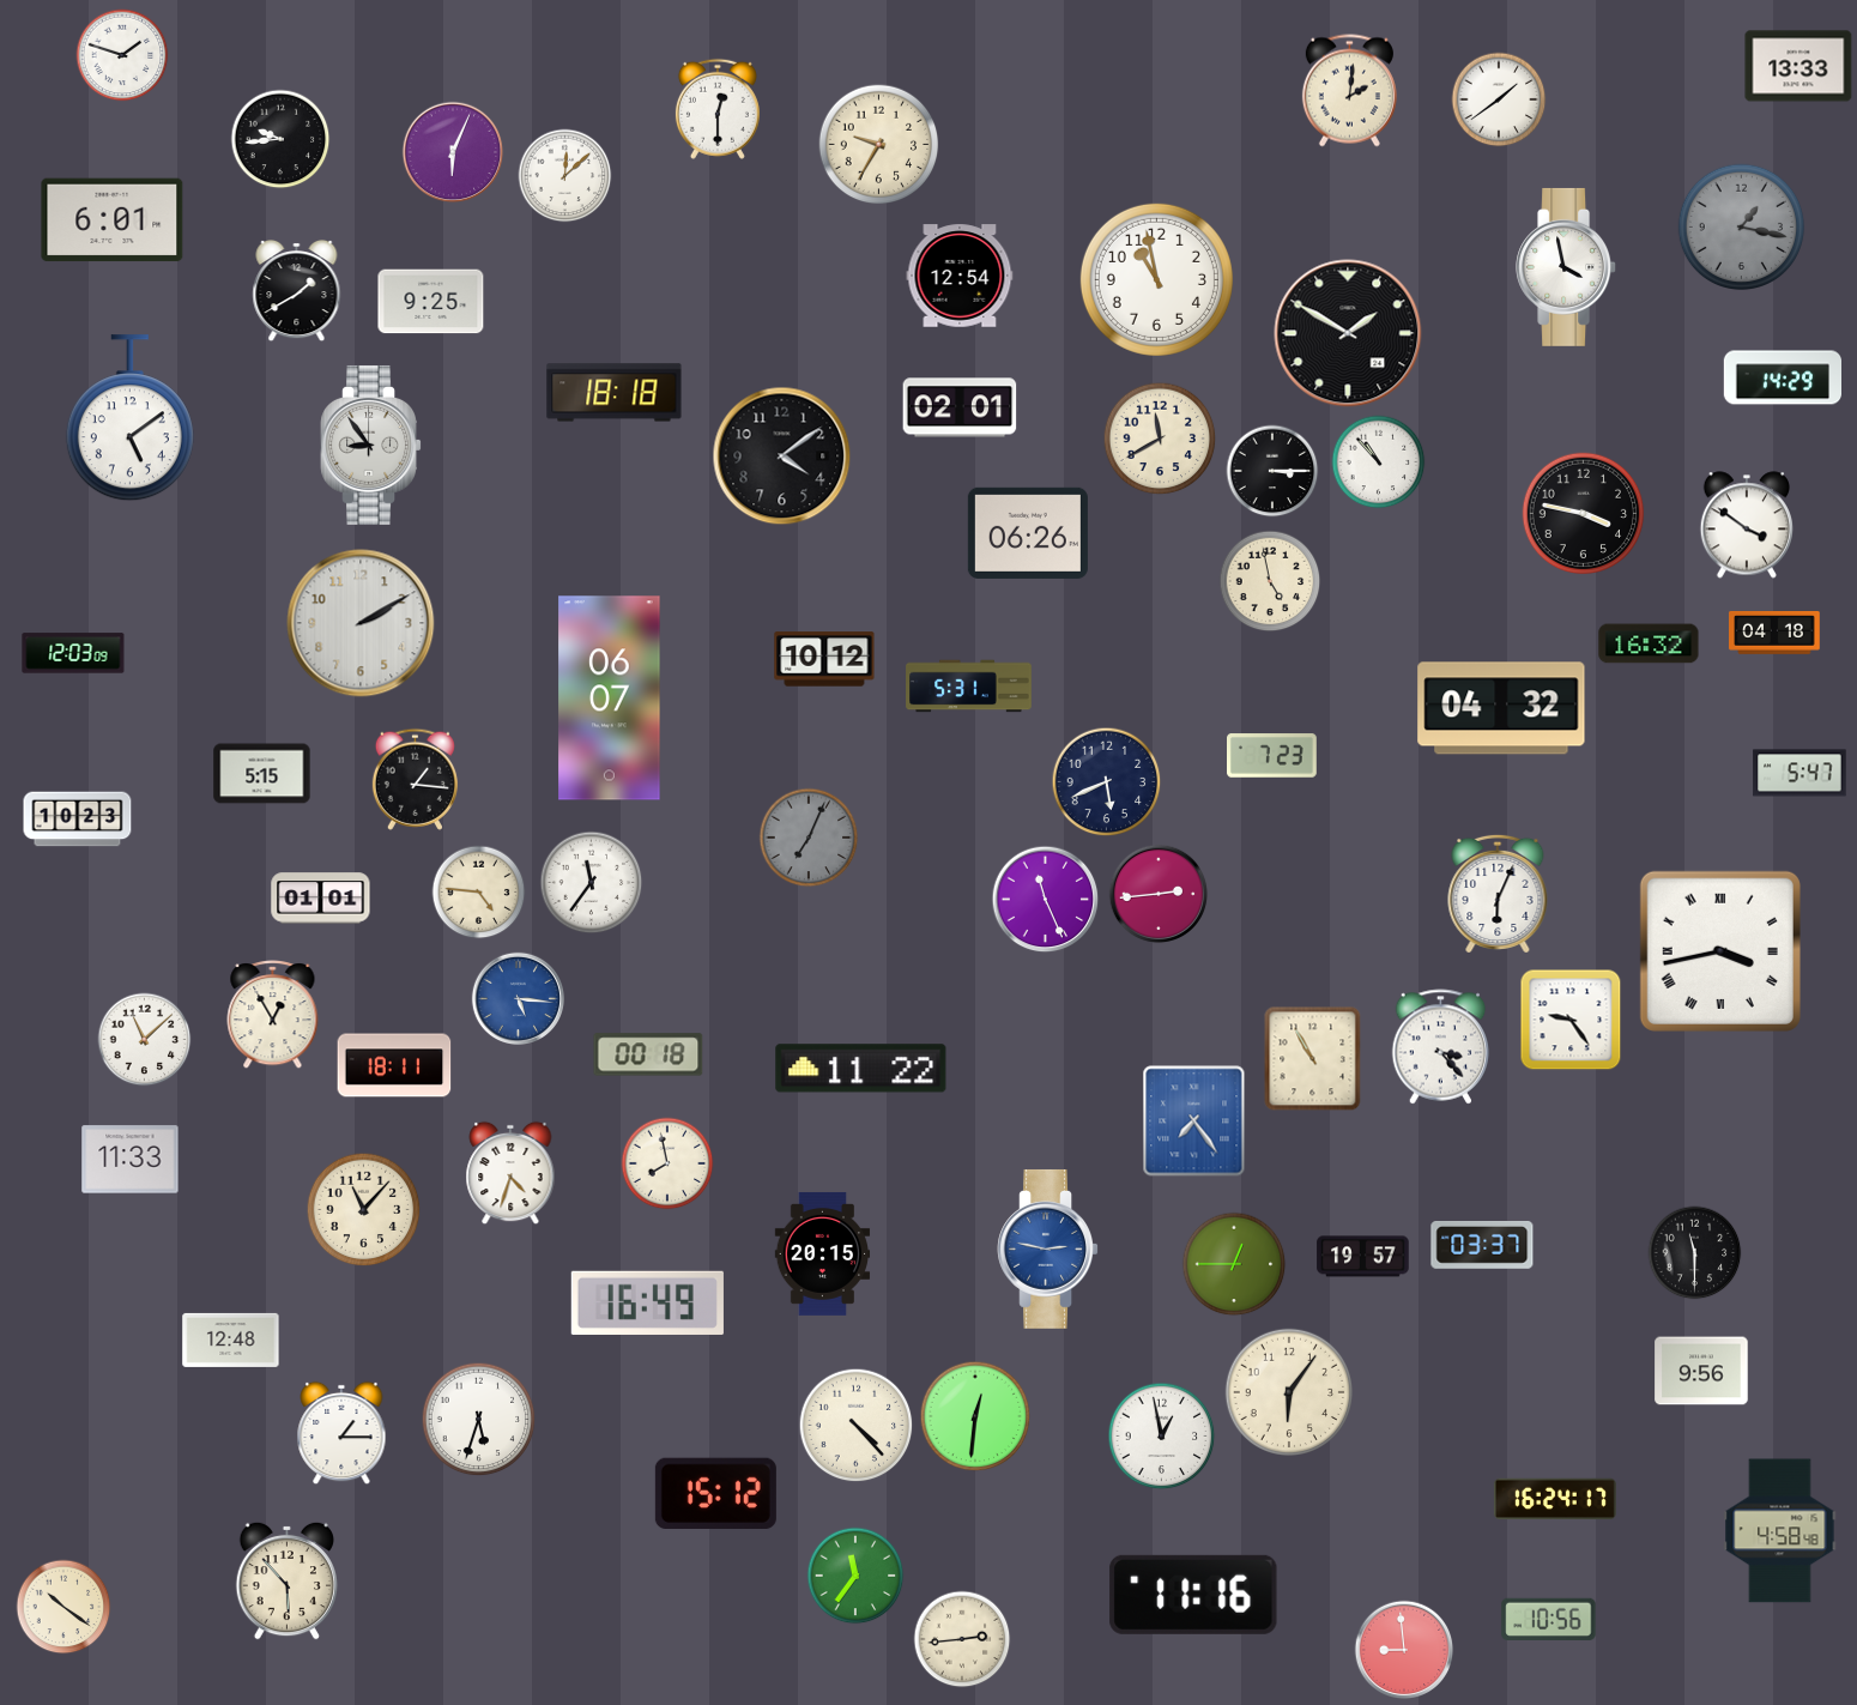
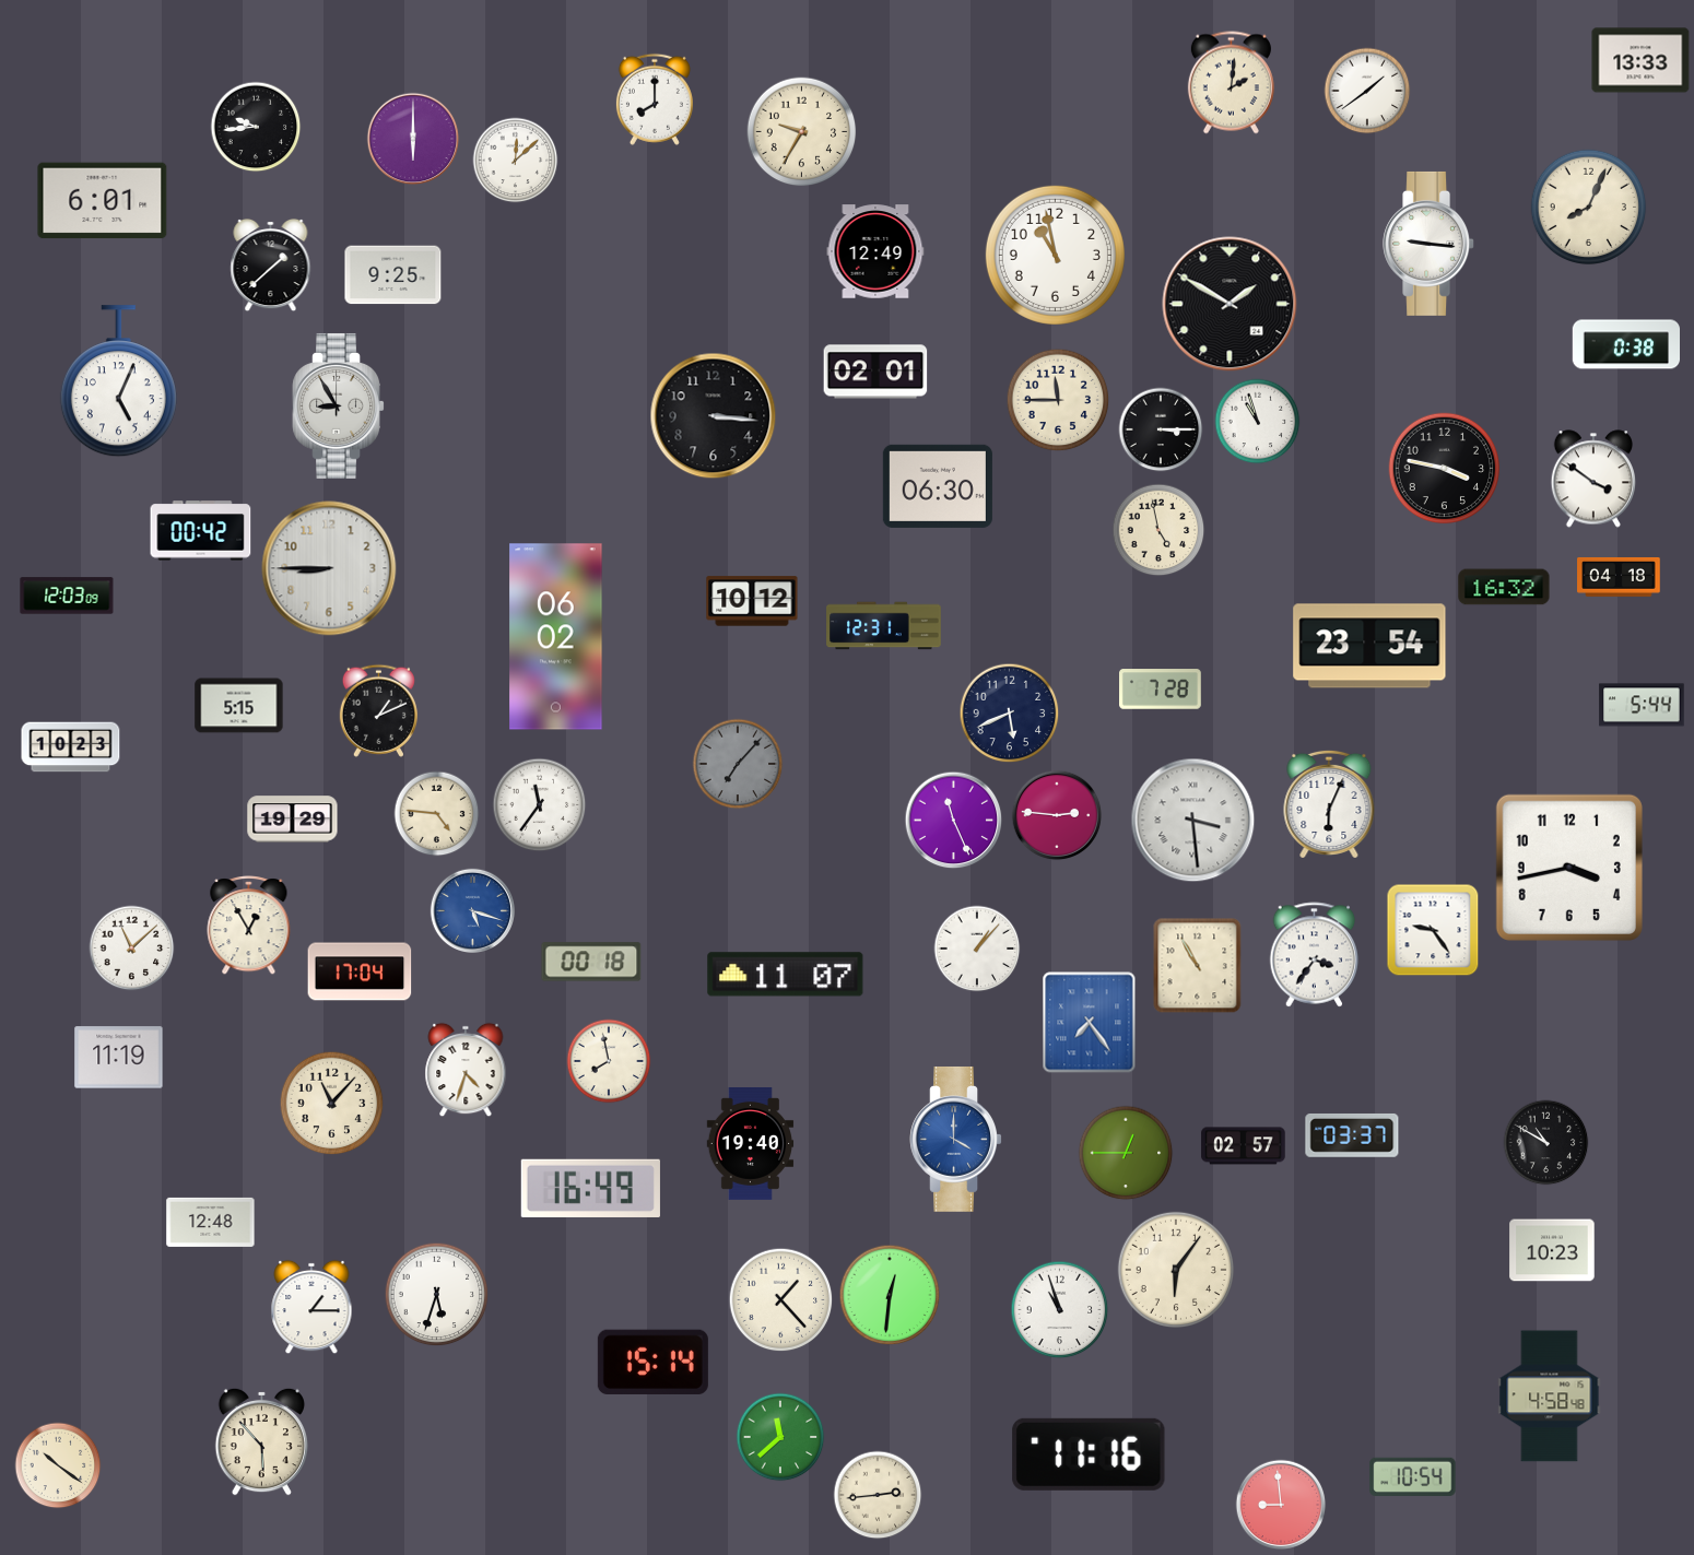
clock at (122, 55): 1:48 -> none
clock at (718, 109): 12:30 -> 8:00
clock at (453, 152): 6:04 -> 6:00
clock at (1742, 228): 1:17 -> 8:04
clock at (1742, 228) dial: grey -> cream
clock at (1567, 267): 3:58 -> 9:16
clock at (960, 276): 12:54 -> 12:49
clock at (297, 291): 1:40 -> 1:38
clock at (1782, 377): 14:29 -> 0:38
clock at (615, 393): 18:18 -> none
clock at (129, 418): 5:09 -> 5:04
clock at (1160, 439): 11:40 -> 11:45
clock at (370, 445): 8:54 -> 8:55
clock at (782, 457): 4:09 -> 3:16
clock at (1379, 462): 10:53 -> 10:57
clock at (1028, 533): 06:26 -> 06:30
clock at (201, 531): none -> 00:42
clock at (361, 623): 2:10 -> 8:45
clock at (969, 687): 5:31 -> 12:31
clock at (610, 699): 06:07 -> 06:02
clock at (1501, 708): 04:32 -> 23:54
clock at (1272, 756): 7:23 -> 7:28
clock at (1799, 773): 5:47 -> 5:44
clock at (415, 779): 1:16 -> 1:11
clock at (809, 838): 7:04 -> 7:07
clock at (1159, 894): 2:44 -> 2:46
clock at (1498, 894) position: (1498, 894) -> (1329, 804)
clock at (321, 899): 01:01 -> 19:29
clock at (1193, 821): none -> 3:29
clock at (1720, 951) numerals: Roman -> Arabic
clock at (518, 998): 5:16 -> 5:18
clock at (977, 949): none -> 1:07
clock at (1441, 1047): 3:23 -> 3:36
clock at (394, 1065): 18:11 -> 17:04
clock at (861, 1069): 11:22 -> 11:07
clock at (131, 1160): 11:33 -> 11:19
clock at (1047, 1248): 2:47 -> 4:00
clock at (823, 1253): 20:15 -> 19:40
clock at (1695, 1253): 11:30 -> 10:50
clock at (1363, 1257): 19:57 -> 02:57
clock at (1701, 1371): 9:56 -> 10:23
clock at (975, 1416) position: (975, 1416) -> (890, 1295)
clock at (857, 1426): 4:23 -> 1:23
clock at (1162, 1437): 12:58 -> 10:57
clock at (715, 1493): 15:12 -> 15:14
clock at (1555, 1499): 16:24 -> none
clock at (1780, 1531) position: (1780, 1531) -> (1550, 1397)
clock at (855, 1576): 11:36 -> 11:38
clock at (1549, 1619): 10:56 -> 10:54
